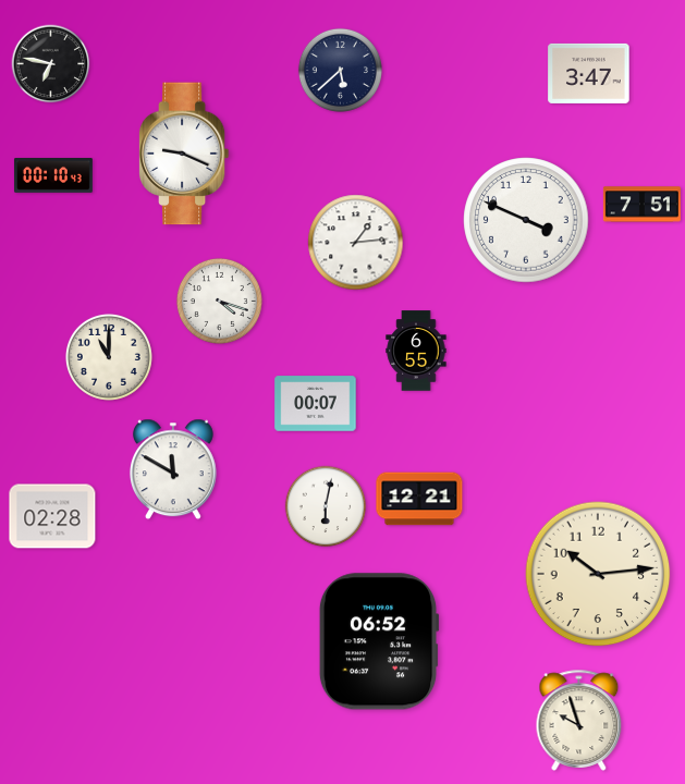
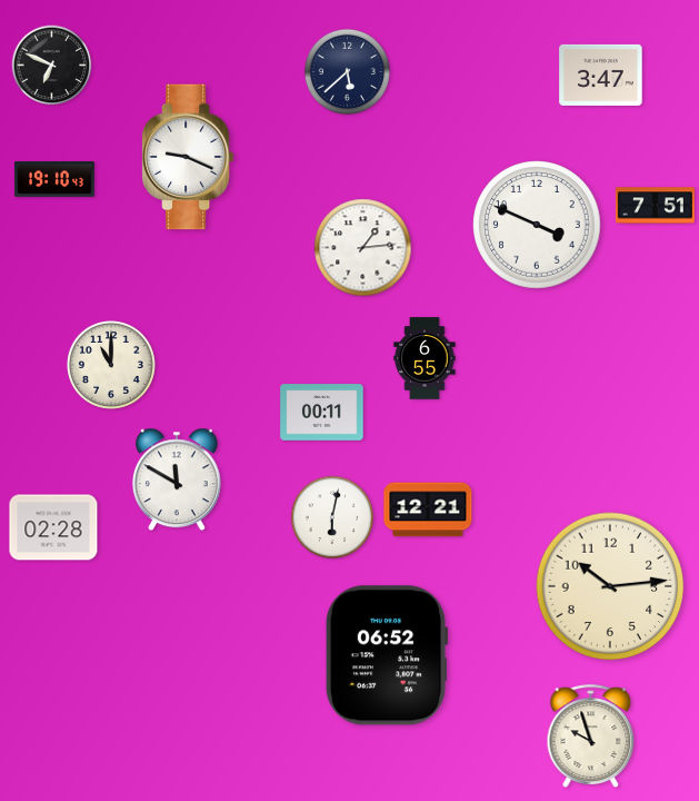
clock at (51, 64): 6:47 -> 6:49
clock at (53, 176): 00:10 -> 19:10
clock at (641, 205) position: (641, 205) -> (655, 206)
clock at (219, 301): 4:18 -> none
clock at (316, 404): 00:07 -> 00:11
